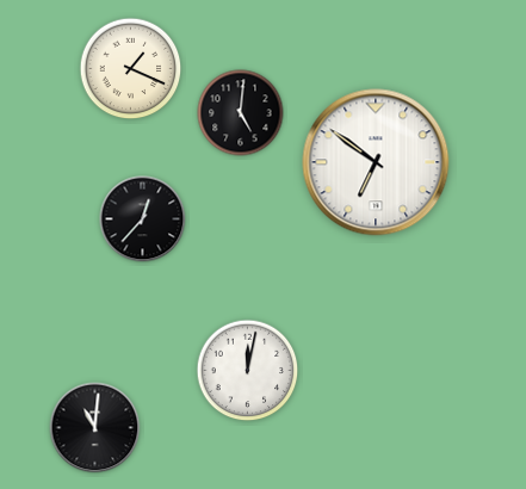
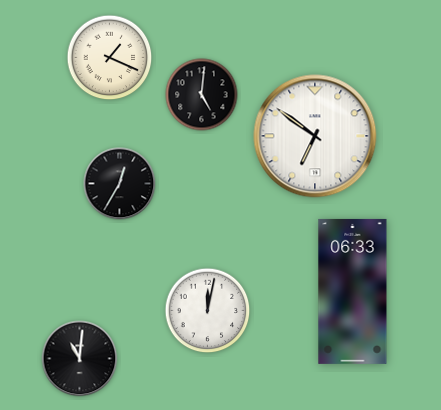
clock at (143, 219): 12:37 -> 12:35
clock at (353, 291): none -> 06:33
